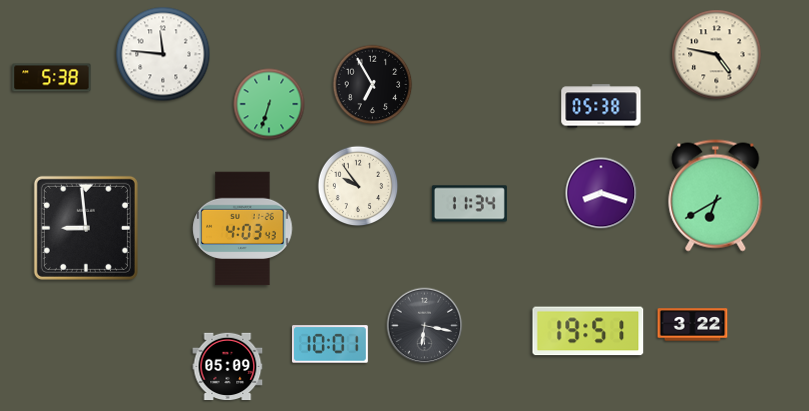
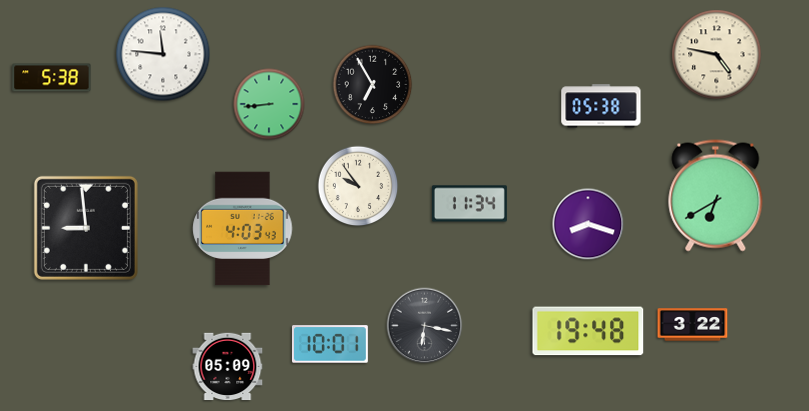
clock at (269, 104): 6:33 -> 8:44
clock at (601, 193) position: (601, 193) -> (588, 224)
clock at (588, 331): 19:51 -> 19:48
